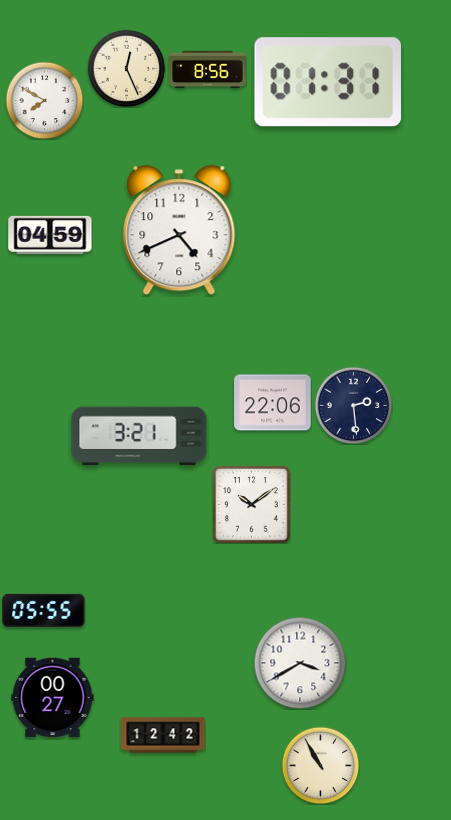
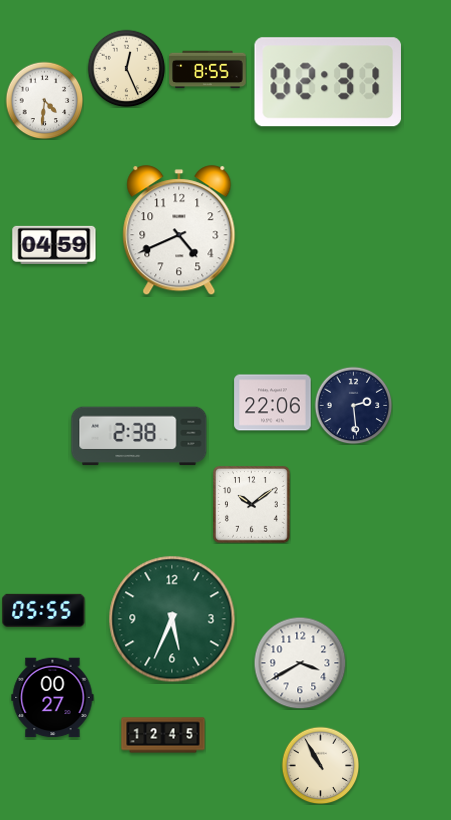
clock at (208, 70): 8:56 -> 8:55
clock at (328, 82): 01:31 -> 02:31
clock at (44, 100): 7:50 -> 4:31
clock at (50, 235) position: (50, 235) -> (54, 245)
clock at (139, 436): 3:21 -> 2:38
clock at (172, 619): none -> 5:34
clock at (163, 735): 12:42 -> 12:45
